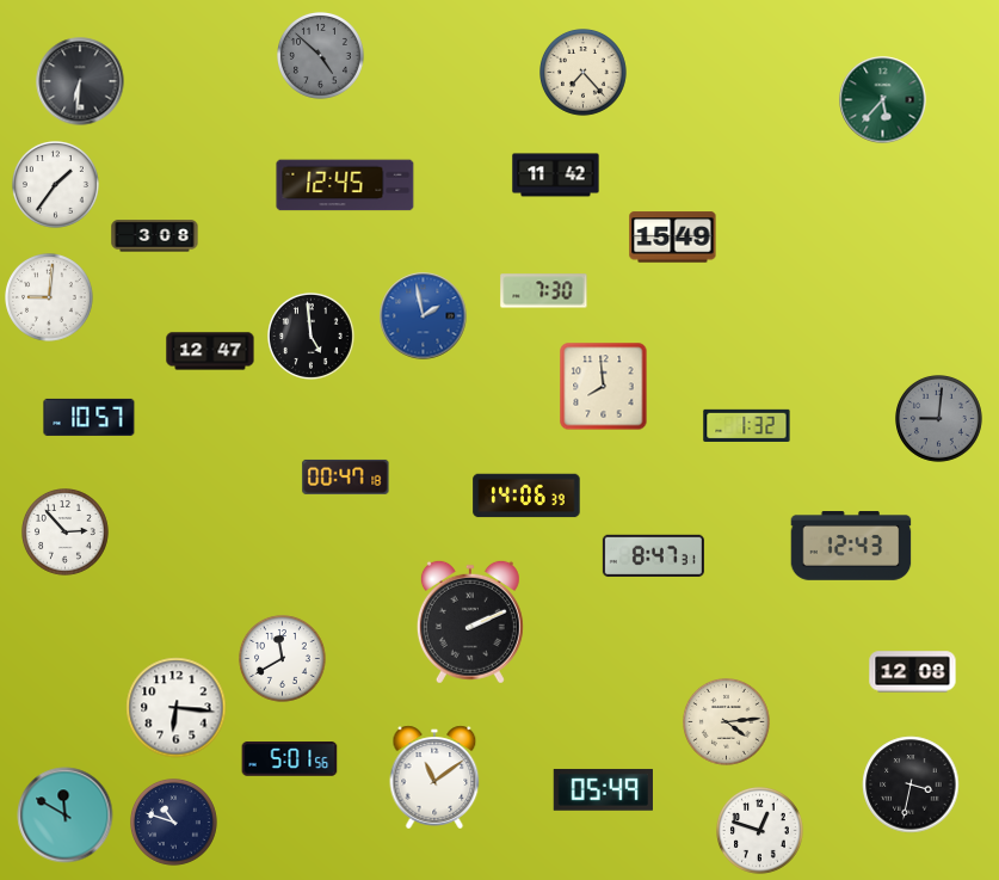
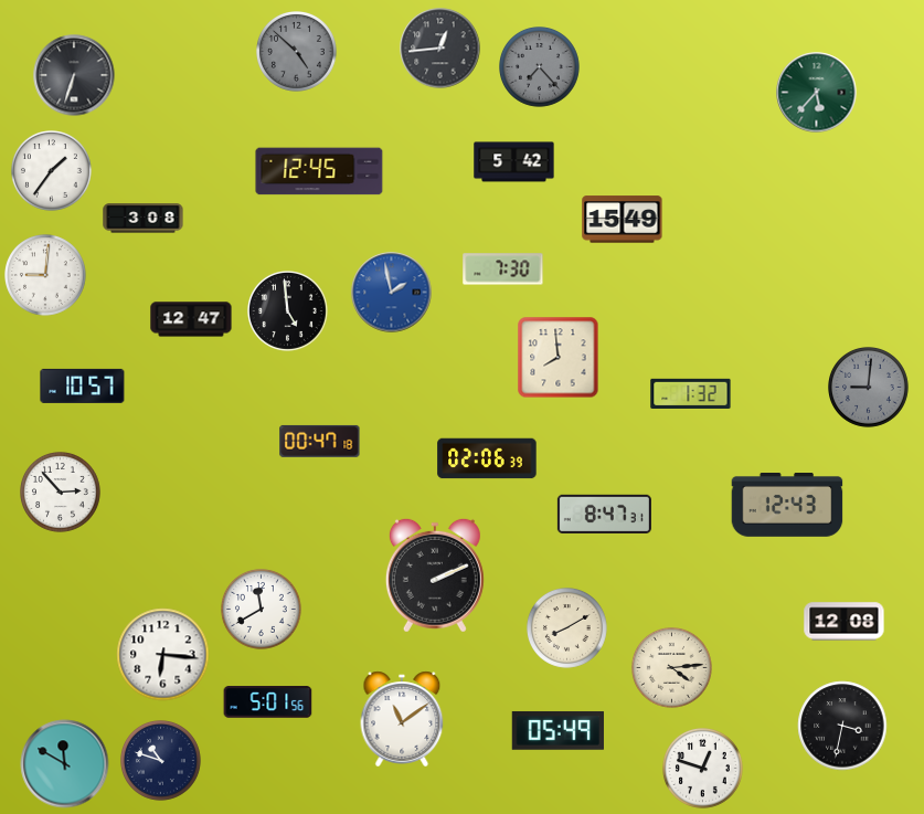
clock at (440, 49): none -> 12:44
clock at (584, 73) dial: cream -> grey
clock at (80, 81): 6:31 -> 6:33
clock at (556, 176): 11:42 -> 5:42
clock at (210, 351) position: (210, 351) -> (191, 319)
clock at (526, 496): 14:06 -> 02:06
clock at (567, 628): none -> 8:10
clock at (66, 816) position: (66, 816) -> (65, 764)
